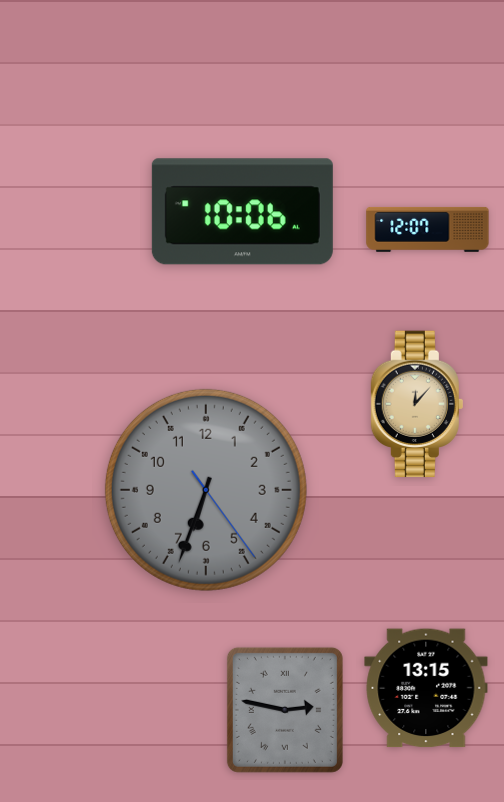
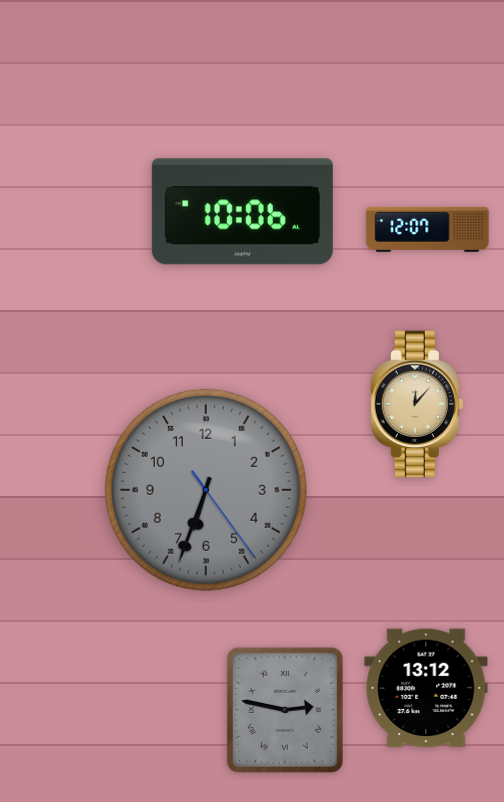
clock at (426, 688): 13:15 -> 13:12
